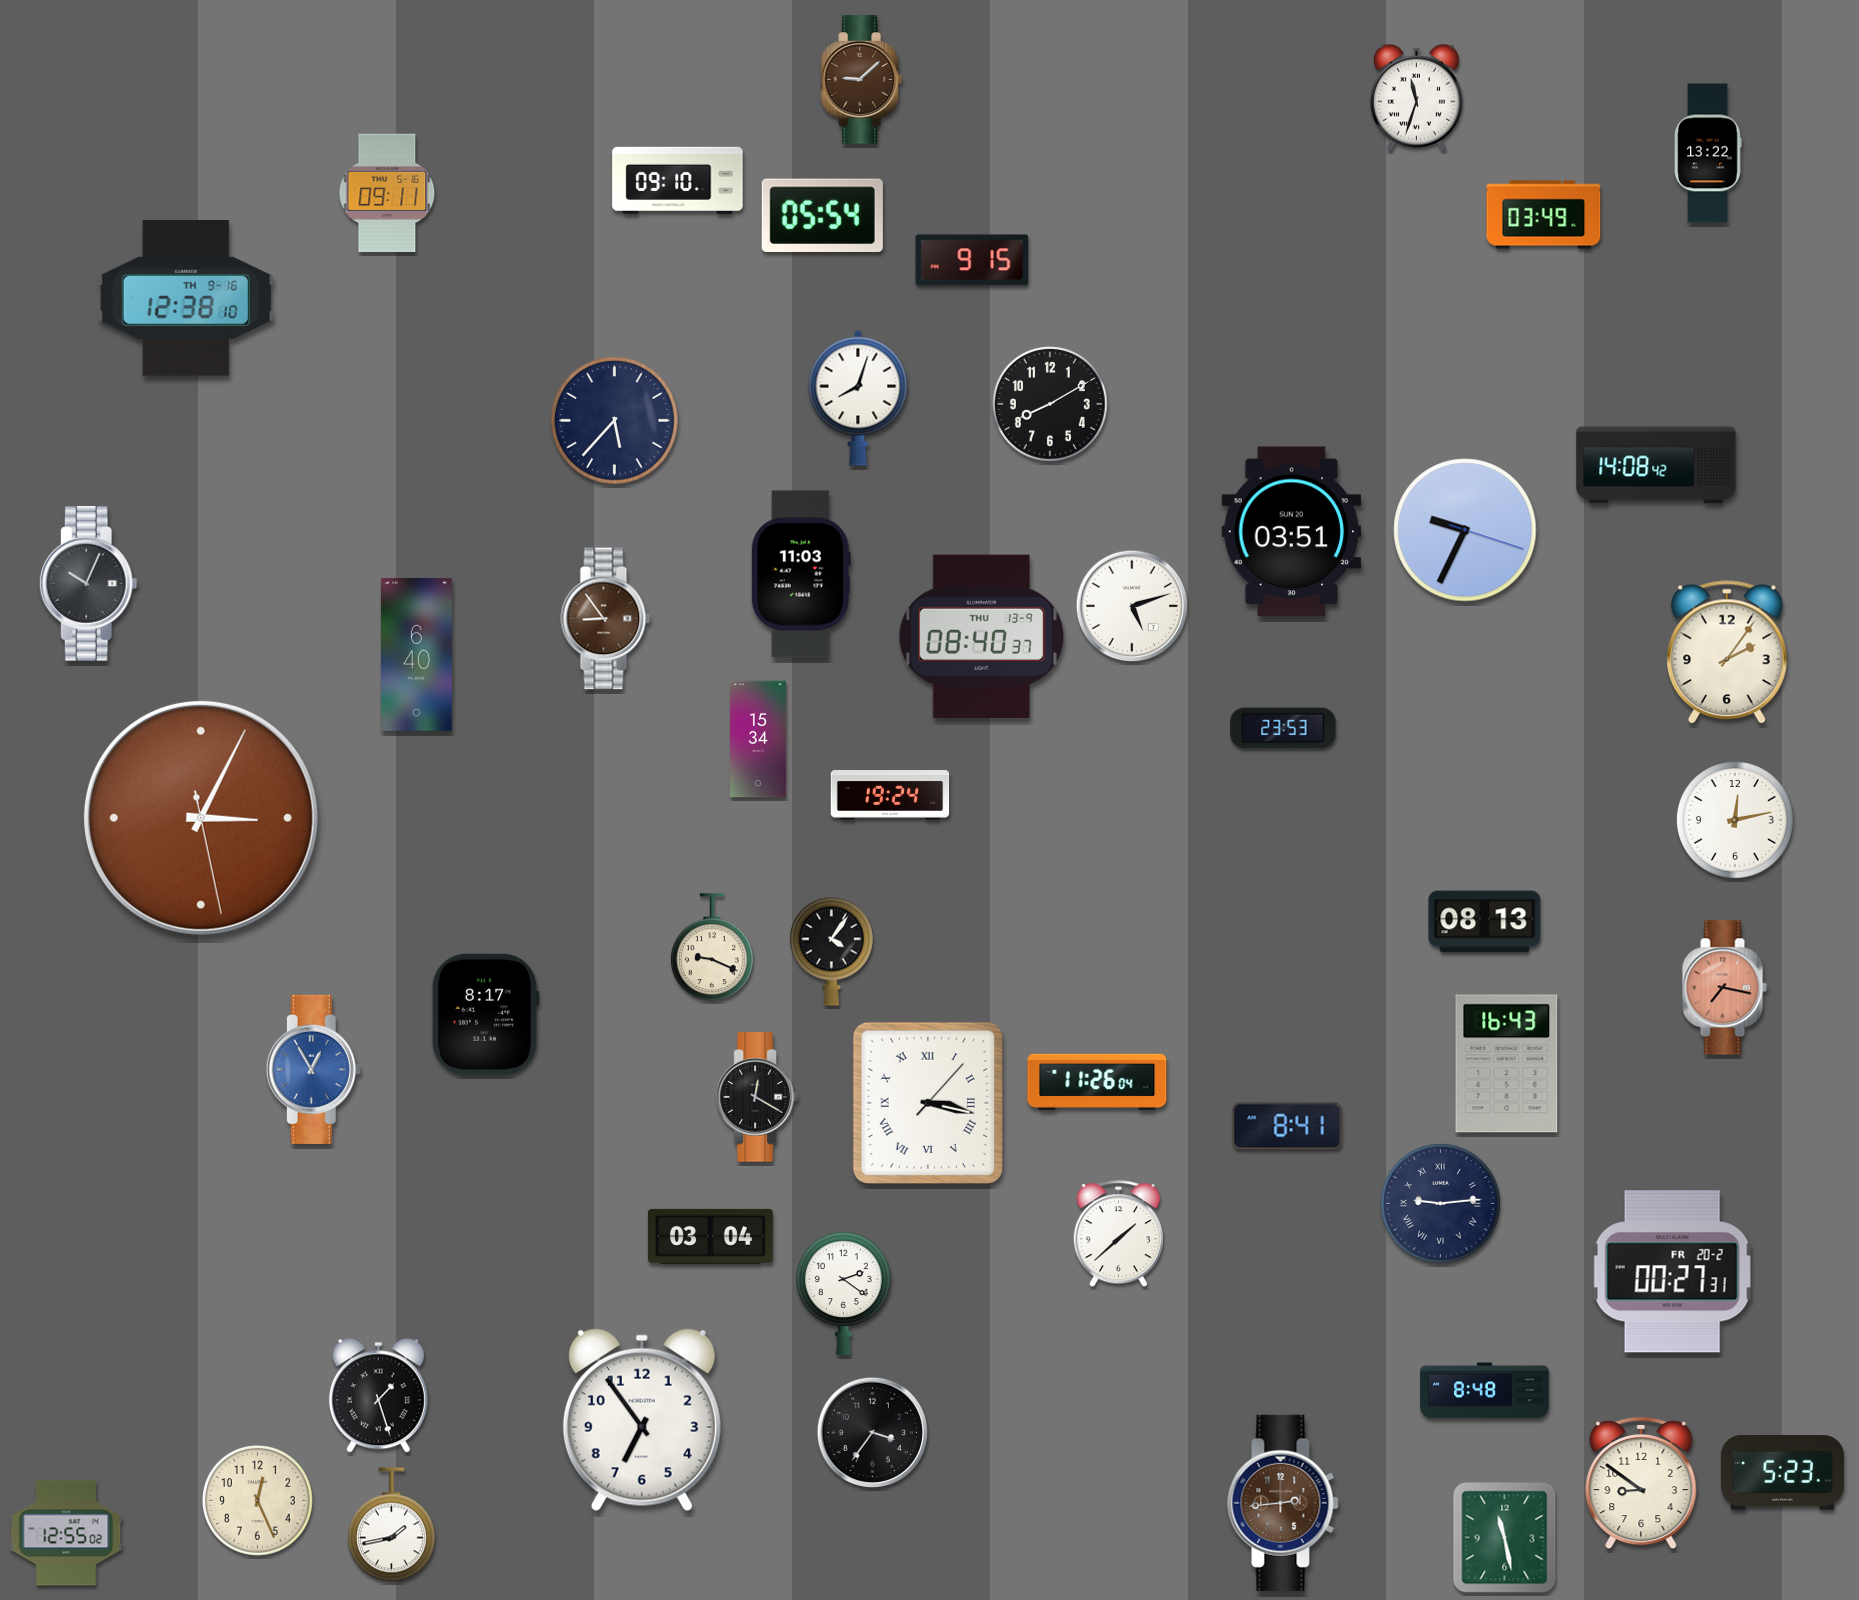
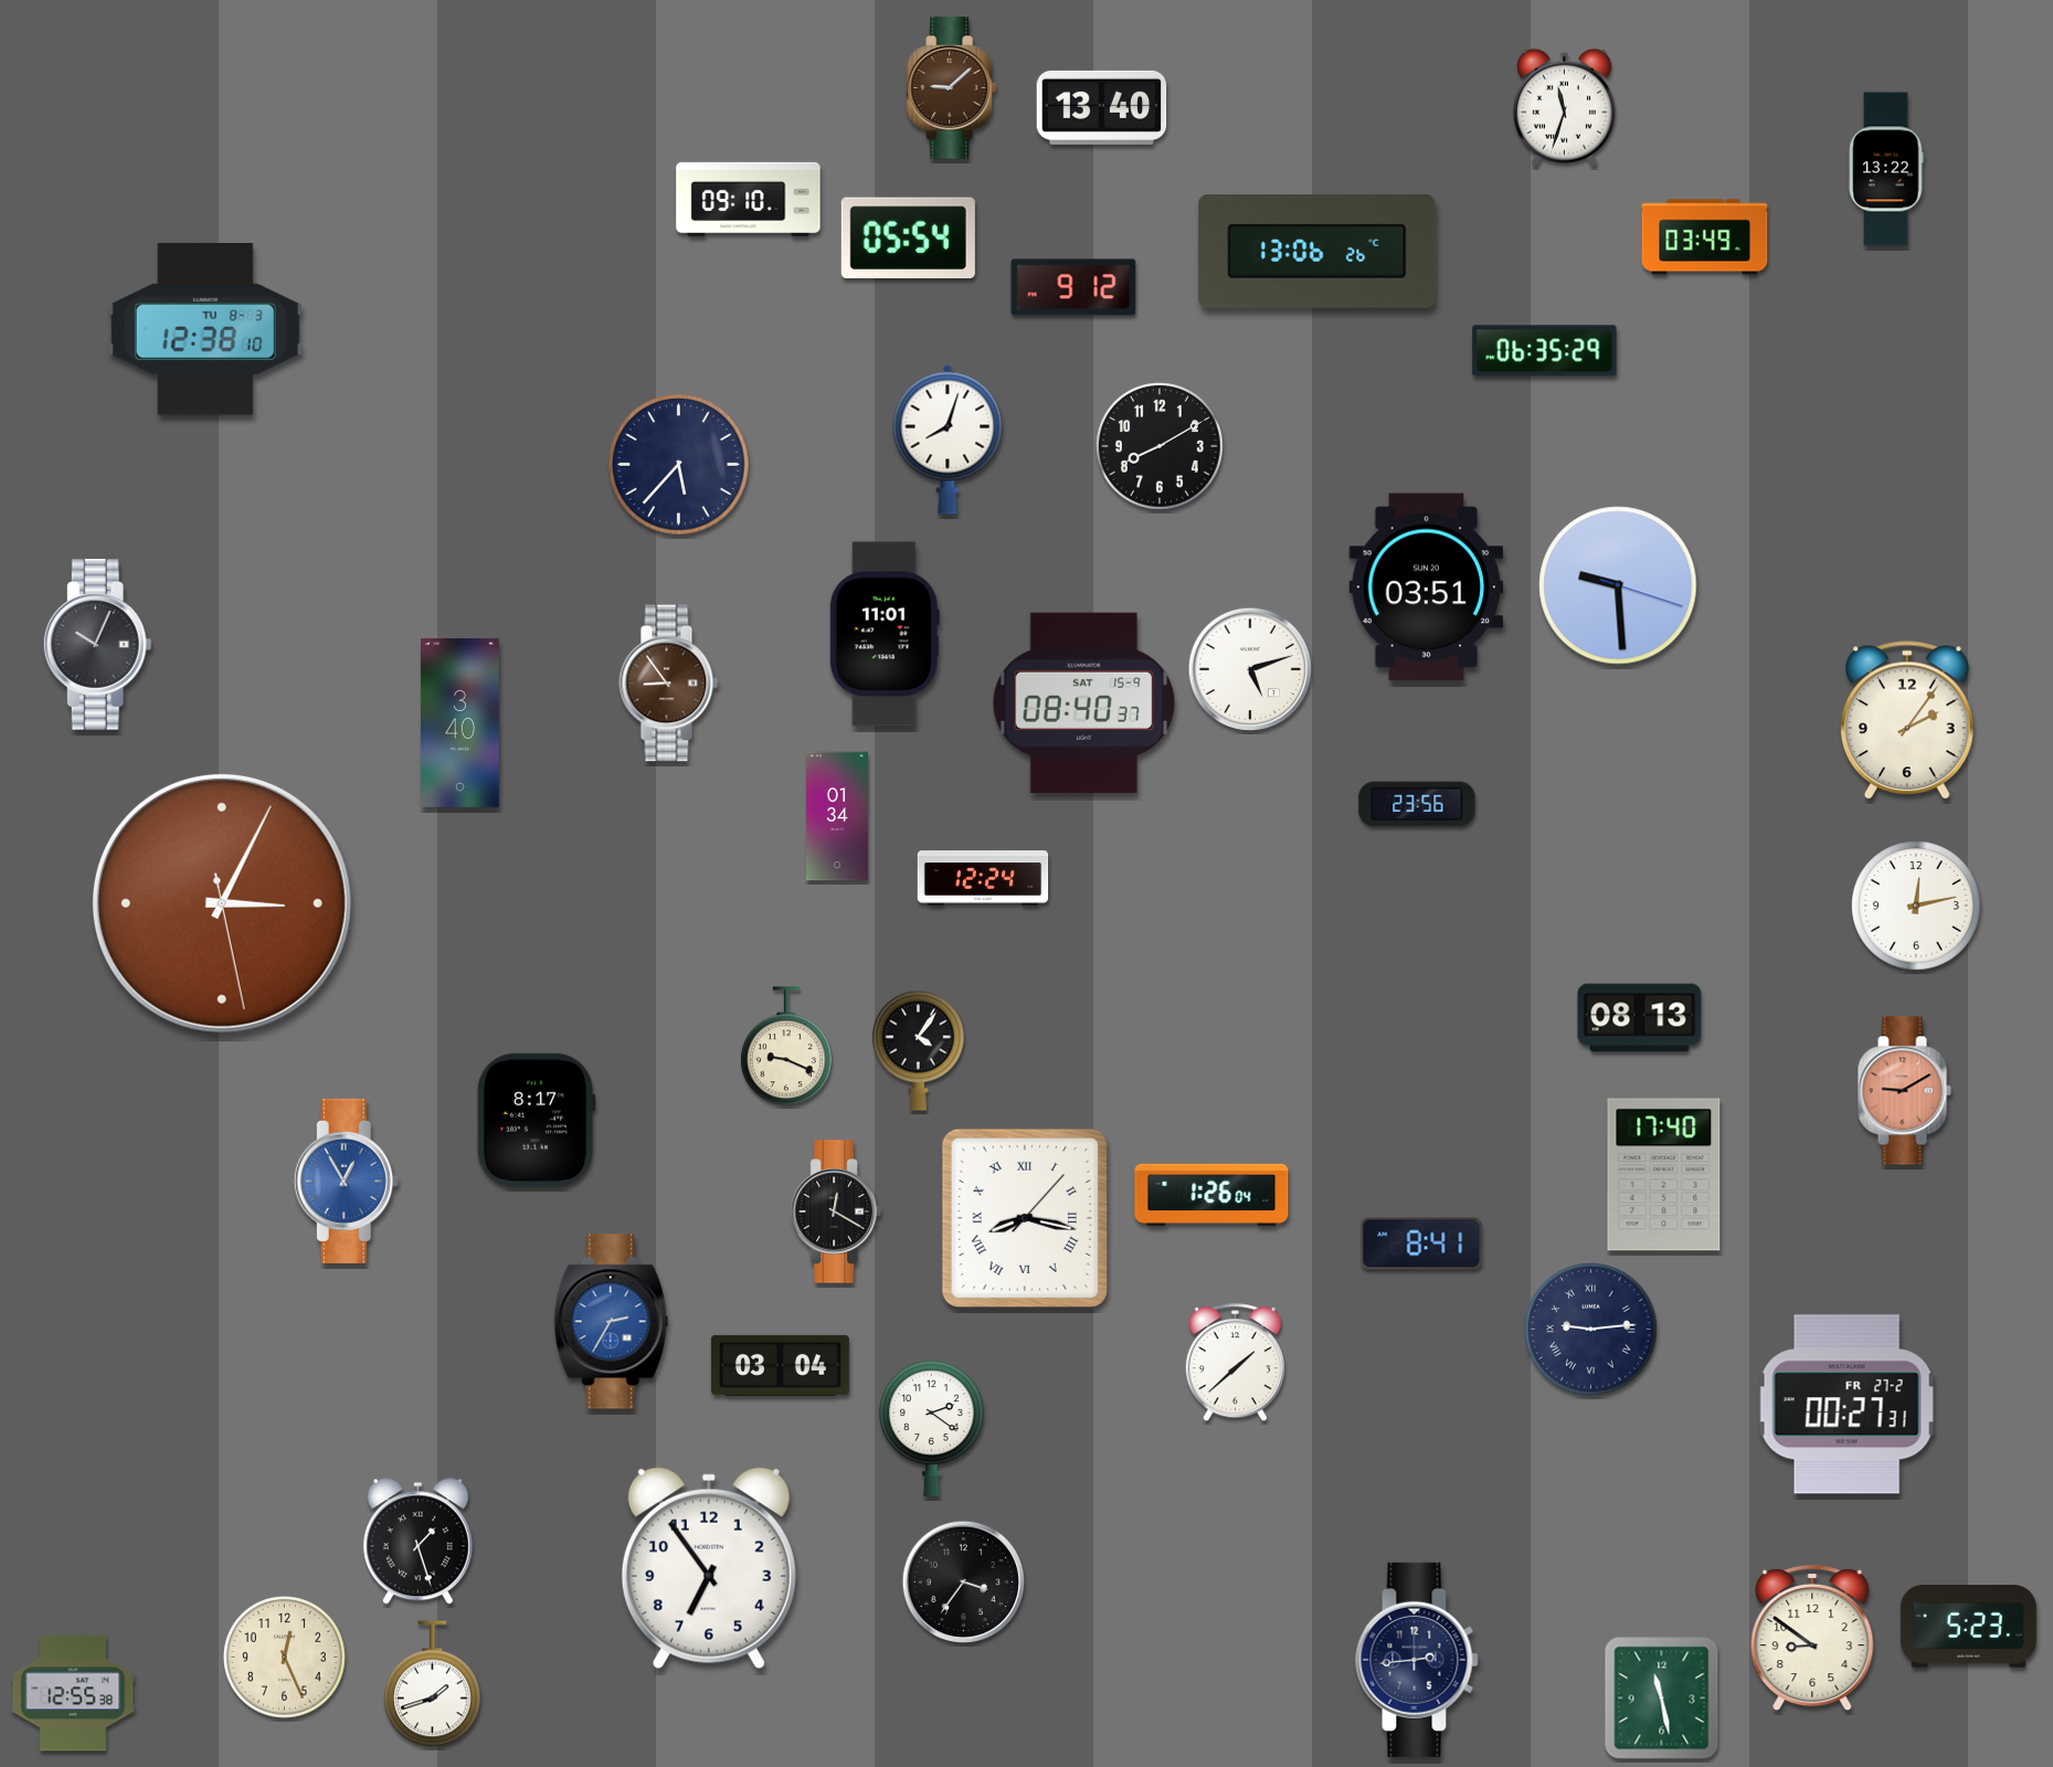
clock at (1102, 107): none -> 13:40
clock at (387, 193): 09:11 -> none
clock at (1317, 252): none -> 13:06
clock at (972, 260): 9:15 -> 9:12
clock at (186, 299) date: TH 9-16 -> TU 8-3
clock at (1545, 351): none -> 06:35
clock at (1656, 465): 14:08 -> none
clock at (1465, 530): 9:34 -> 9:29
clock at (801, 574): 11:03 -> 11:01
clock at (982, 636) date: THU 13-9 -> SAT 15-9
clock at (417, 654): 6:40 -> 3:40
clock at (1283, 728): 23:53 -> 23:56
clock at (759, 739): 15:34 -> 01:34
clock at (890, 796): 19:24 -> 12:24
clock at (1724, 988): 7:17 -> 9:10
clock at (1507, 1064): 16:43 -> 17:40
clock at (1097, 1081): 11:26 -> 1:26
clock at (928, 1103): 3:17 -> 8:17
clock at (611, 1322): none -> 2:35
clock at (710, 1236) position: (710, 1236) -> (780, 1365)
clock at (1673, 1272) date: FR 20-2 -> FR 27-2
clock at (1485, 1391): 8:48 -> none
clock at (1283, 1503) dial: brown -> navy
clock at (391, 1525): 1:43 -> 1:42
clock at (66, 1533): 12:55:02 -> 12:55:38
